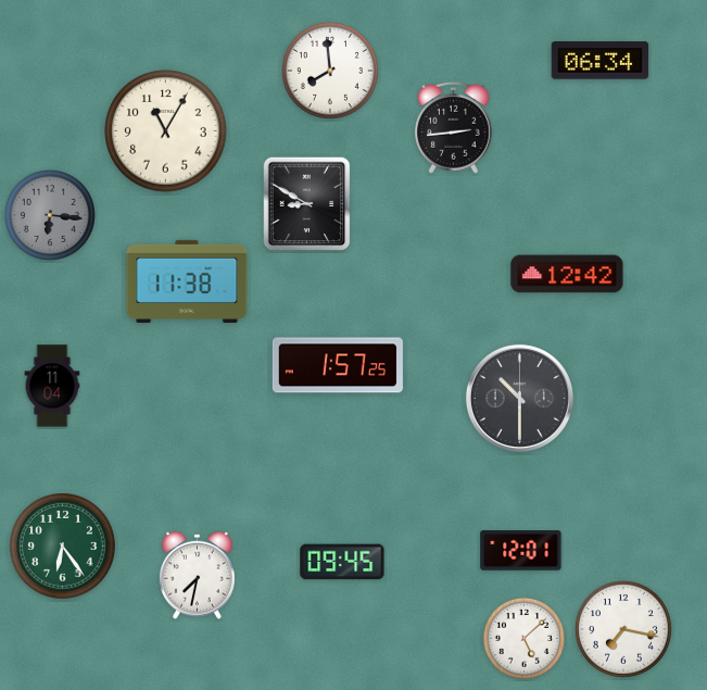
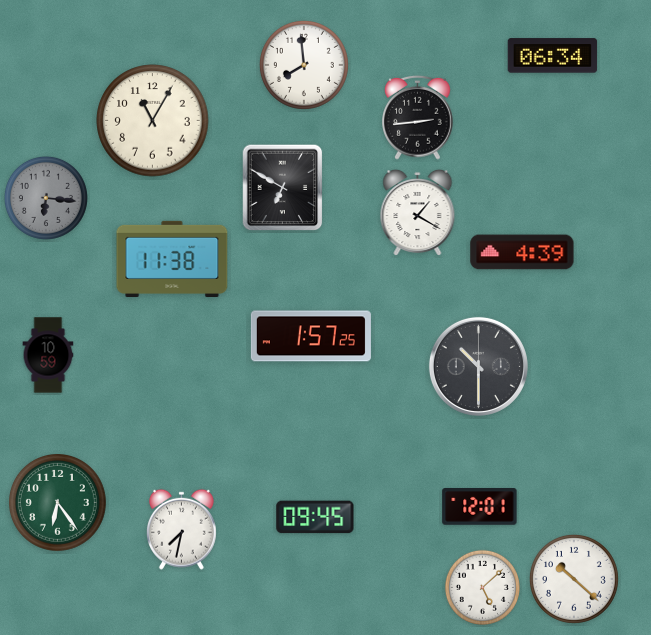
clock at (307, 204): 8:50 -> 6:50
clock at (418, 213): none -> 1:20
clock at (567, 274): 12:42 -> 4:39
clock at (52, 386): 11:04 -> 10:59
clock at (623, 629): 7:17 -> 10:22
